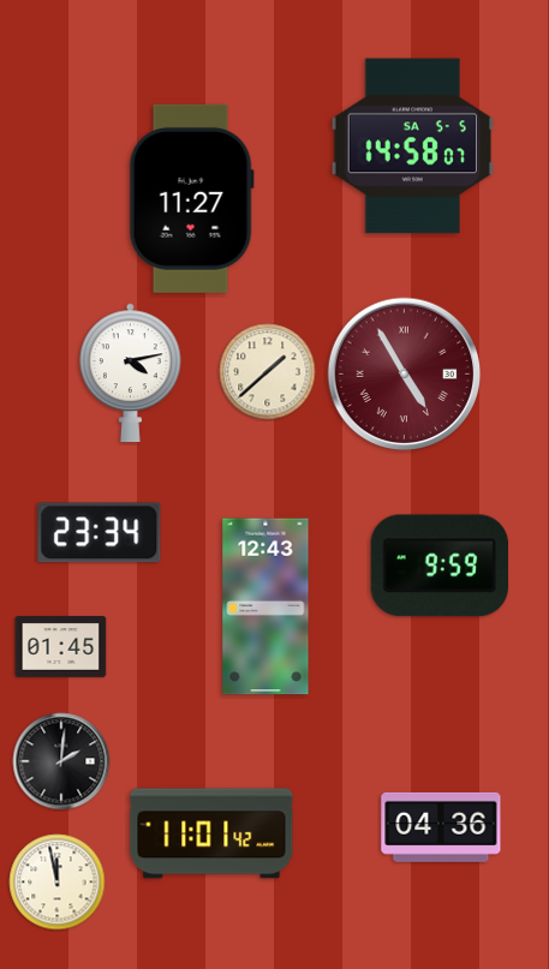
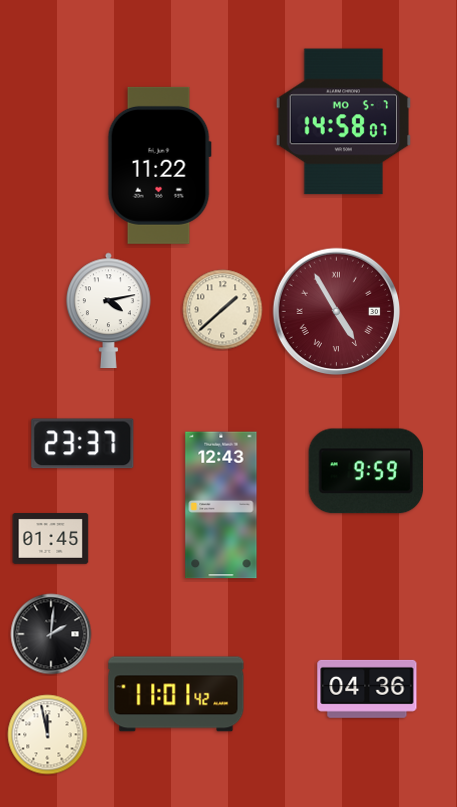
clock at (413, 146) date: SA 5-5 -> MO 5-7
clock at (191, 198): 11:27 -> 11:22
clock at (100, 533): 23:34 -> 23:37
